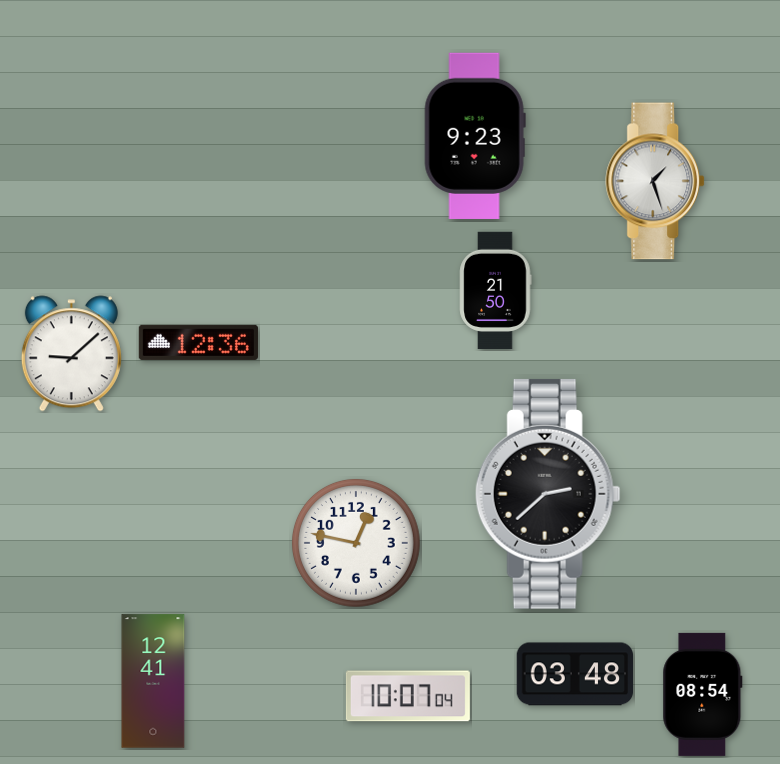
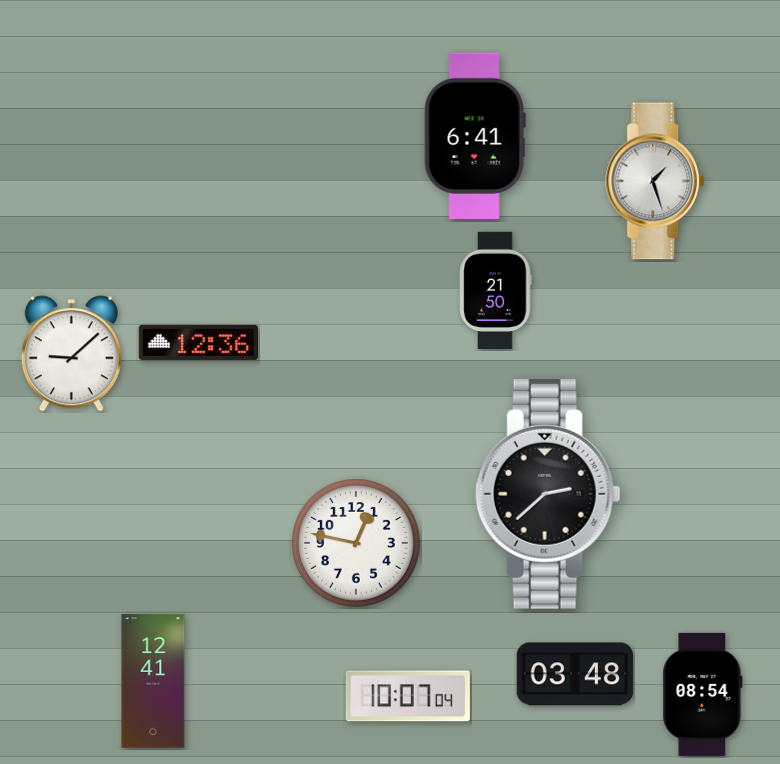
clock at (475, 136): 9:23 -> 6:41
